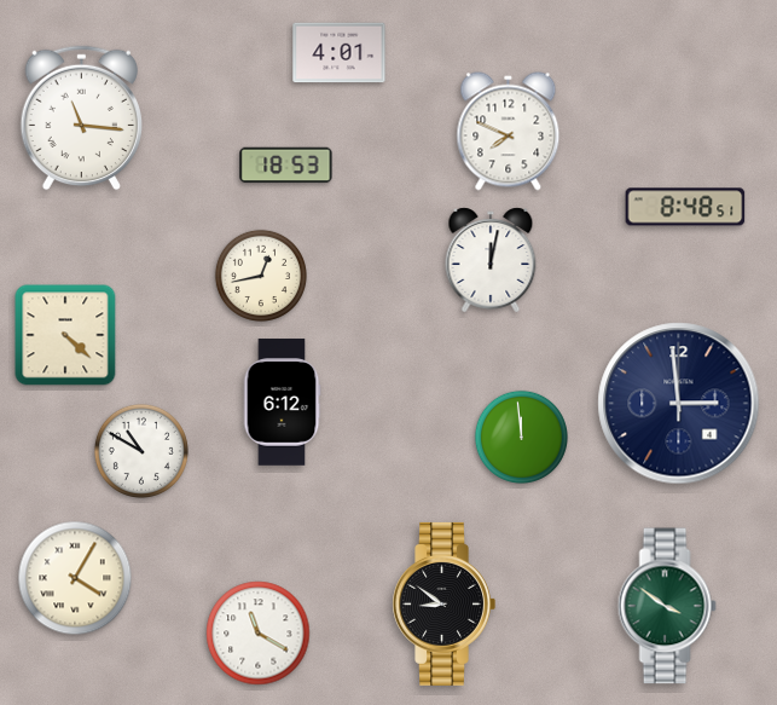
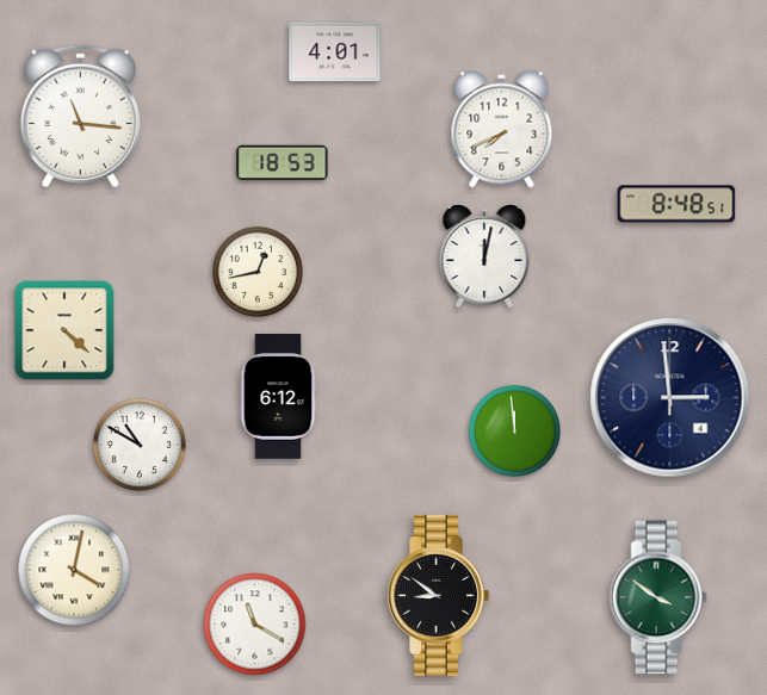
clock at (509, 132): 7:49 -> 7:41
clock at (75, 578): 4:05 -> 4:02
